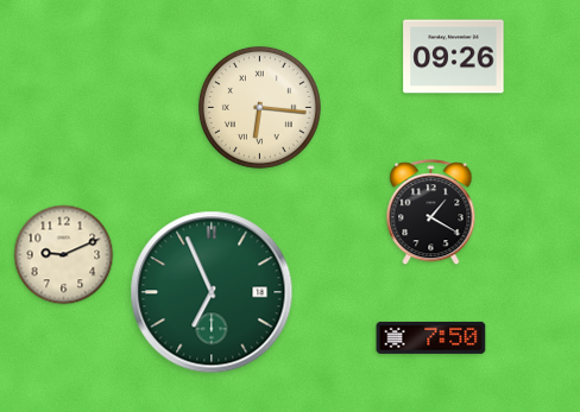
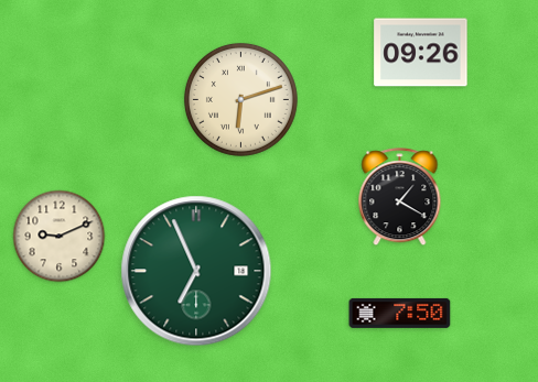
clock at (259, 107): 6:16 -> 6:12
